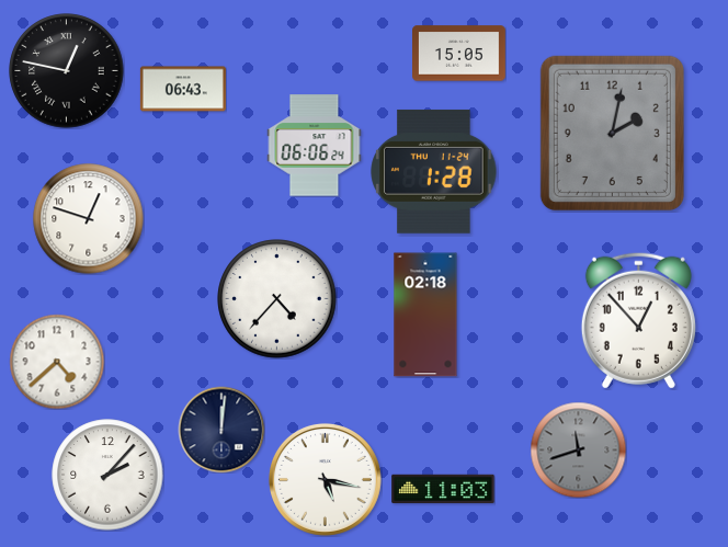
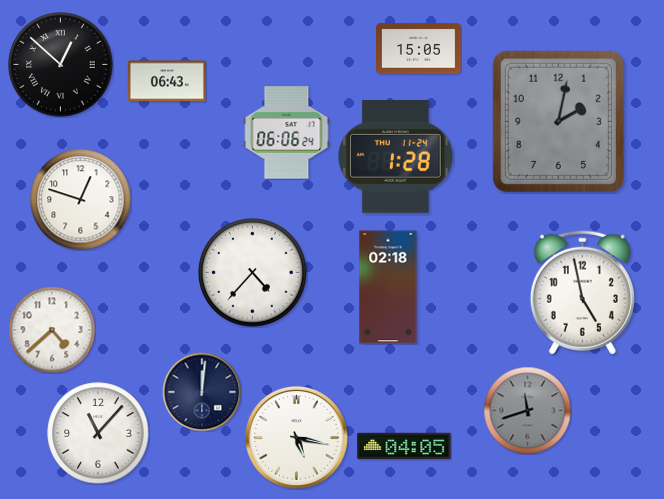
clock at (67, 71): 12:47 -> 12:52
clock at (638, 320): 12:53 -> 4:58
clock at (107, 475): 2:07 -> 11:07
clock at (443, 489): 11:03 -> 04:05
